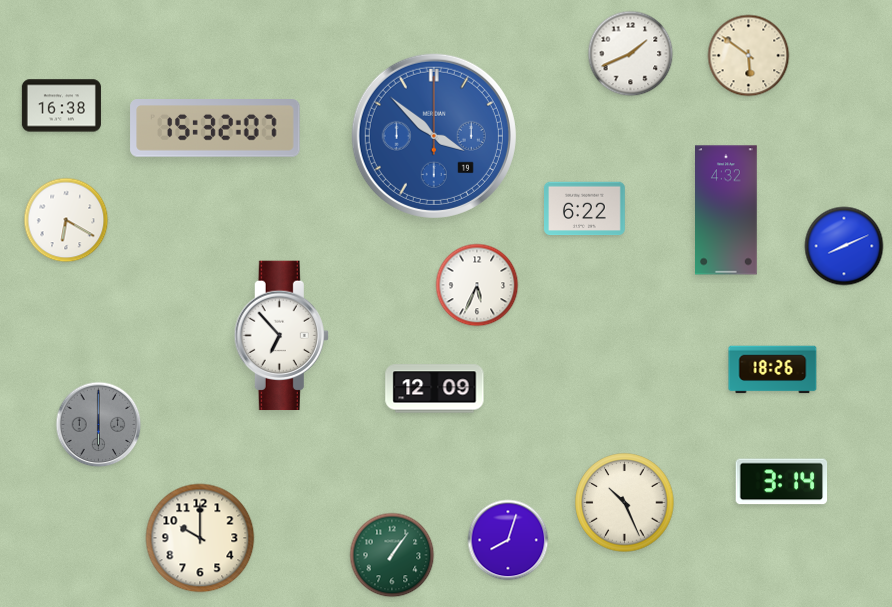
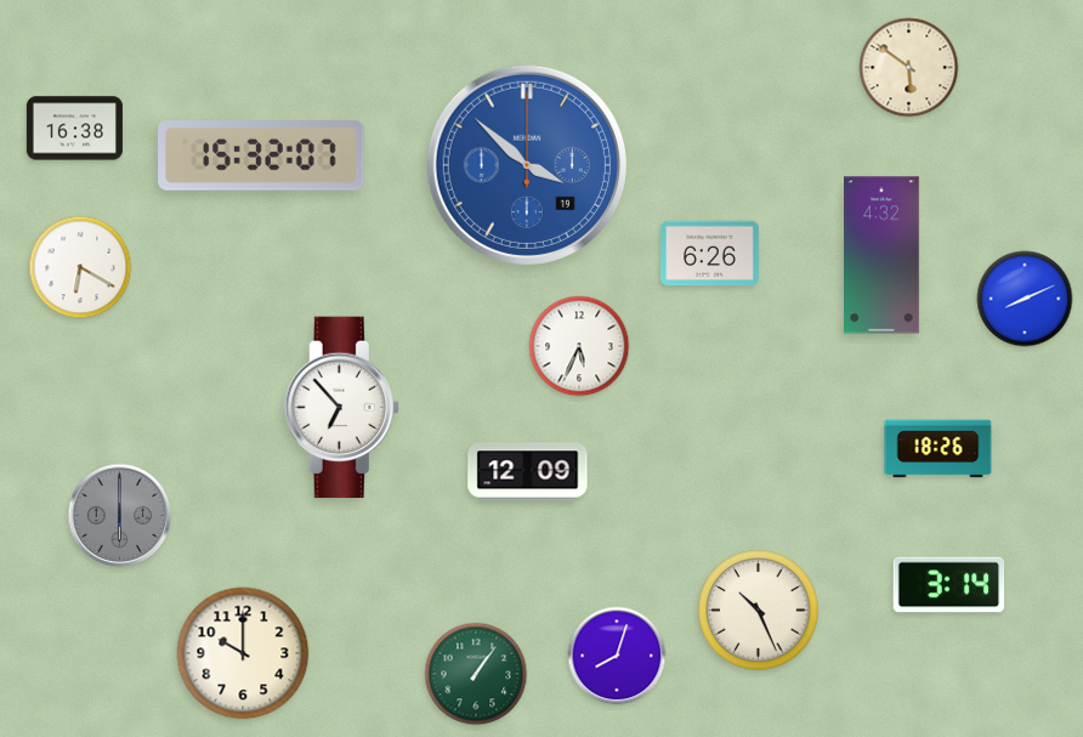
clock at (631, 54): 1:41 -> none
clock at (585, 209): 6:22 -> 6:26
